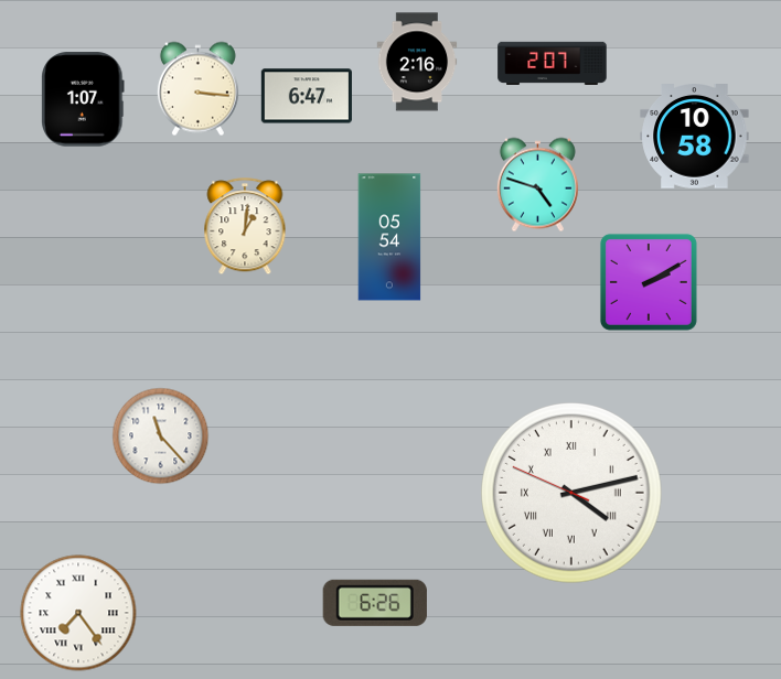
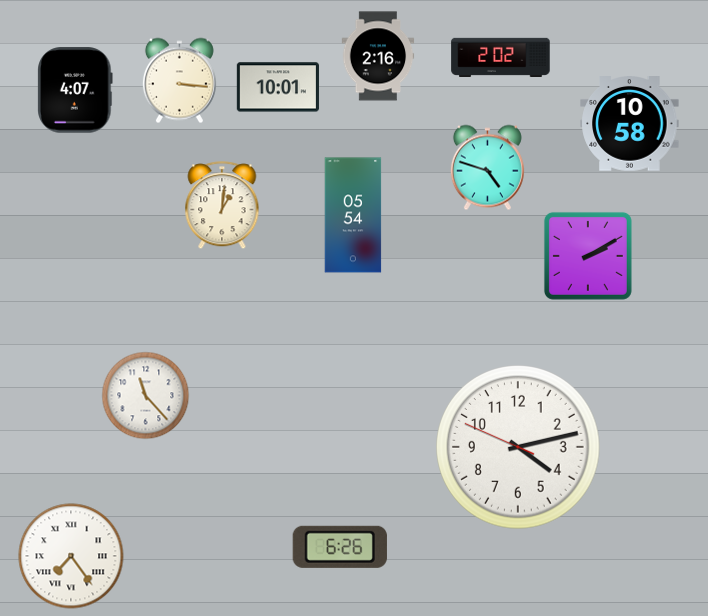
clock at (553, 63): 2:07 -> 2:02
clock at (307, 96): 6:47 -> 10:01
clock at (83, 99): 1:07 -> 4:07
clock at (573, 494) numerals: Roman -> Arabic
